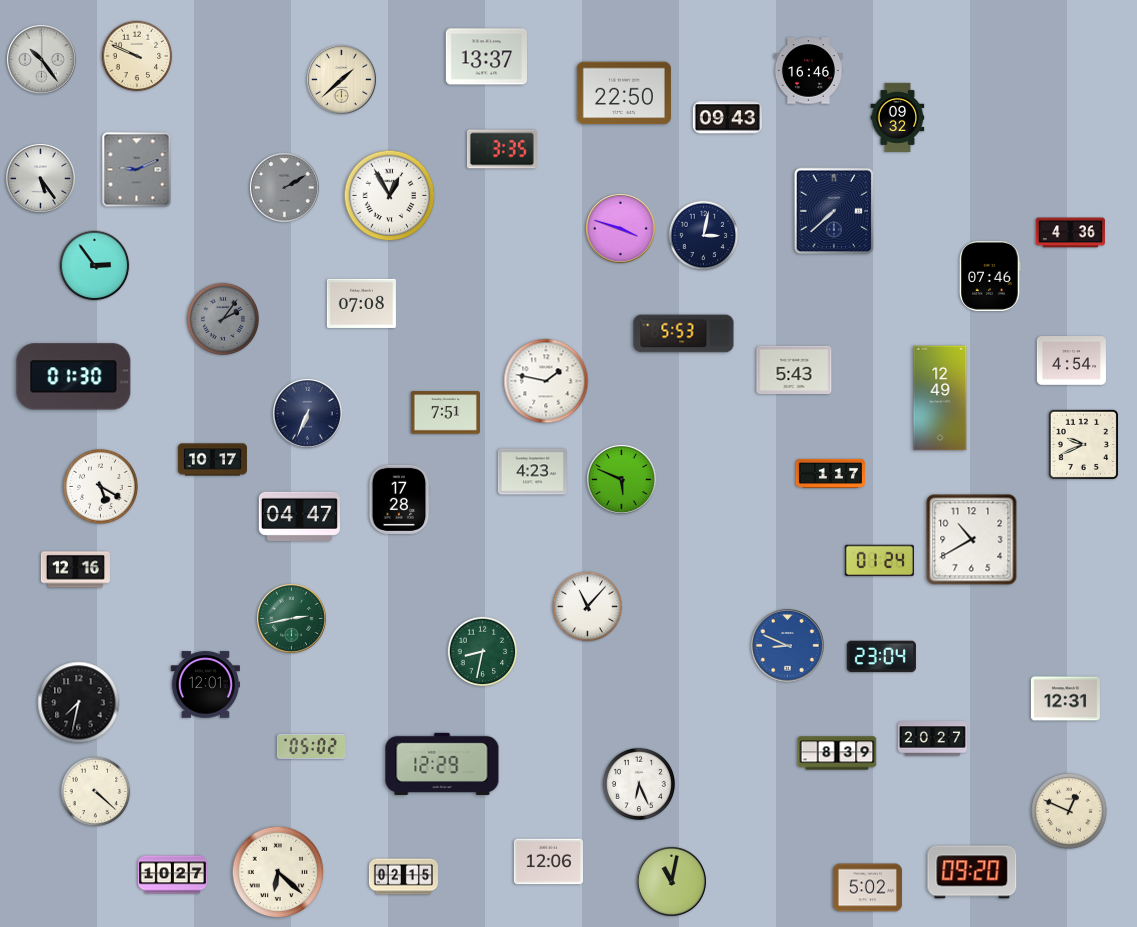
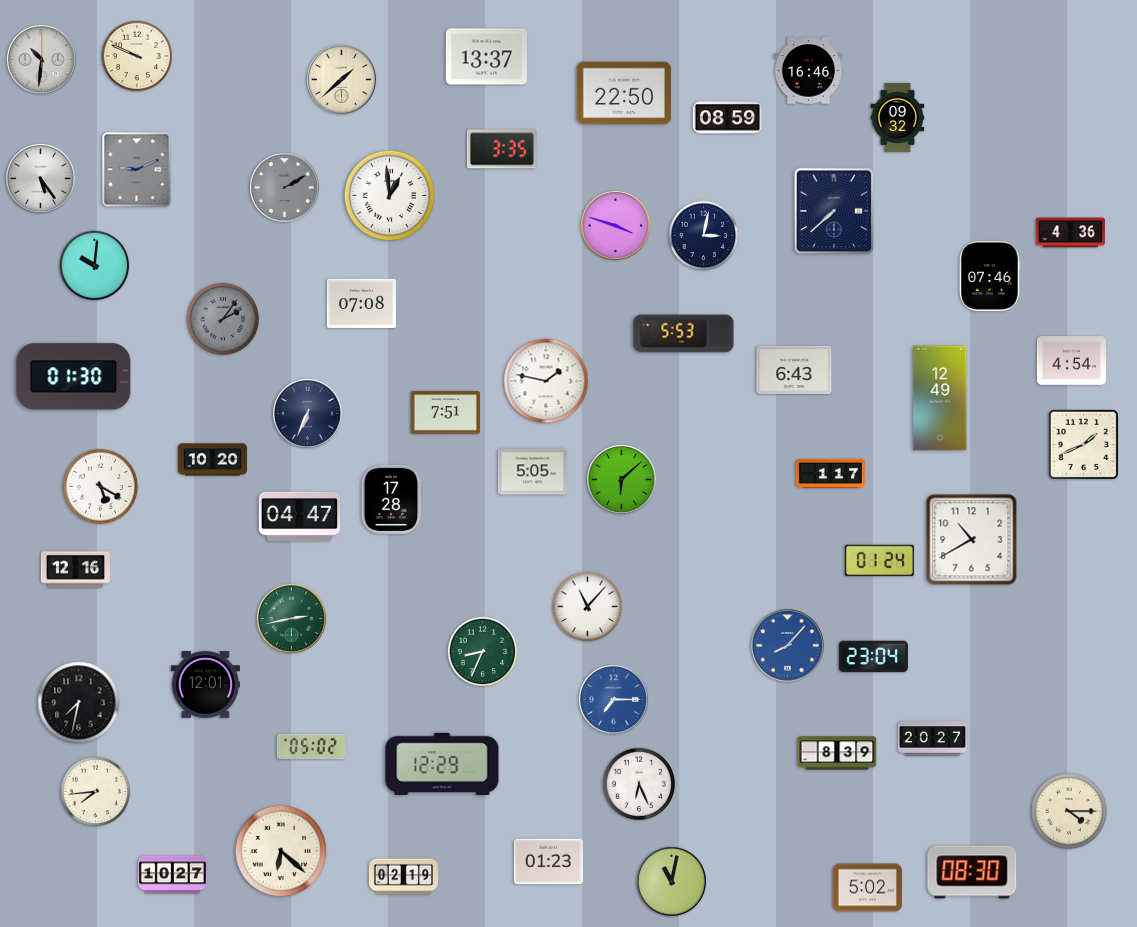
clock at (41, 59): 10:24 -> 10:31
clock at (727, 118): 09:43 -> 08:59
clock at (390, 196): 12:55 -> 12:59
clock at (620, 228) position: (620, 228) -> (615, 225)
clock at (95, 266): 2:54 -> 10:01
clock at (794, 369): 5:43 -> 6:43
clock at (1083, 444): 9:41 -> 1:41
clock at (212, 460): 10:17 -> 10:20
clock at (532, 472): 4:23 -> 5:05
clock at (621, 479): 5:49 -> 6:08
clock at (399, 499) position: (399, 499) -> (391, 499)
clock at (788, 646): 8:49 -> 8:07
clock at (483, 652): 8:32 -> 8:34
clock at (881, 657) position: (881, 657) -> (873, 657)
clock at (613, 699): none -> 7:15
clock at (1065, 699): 12:31 -> none
clock at (96, 792): 4:22 -> 7:44
clock at (1070, 812): 12:49 -> 4:15
clock at (548, 862): 12:06 -> 01:23
clock at (278, 872) position: (278, 872) -> (281, 851)
clock at (972, 872): 09:20 -> 08:30
clock at (403, 877): 02:15 -> 02:19
